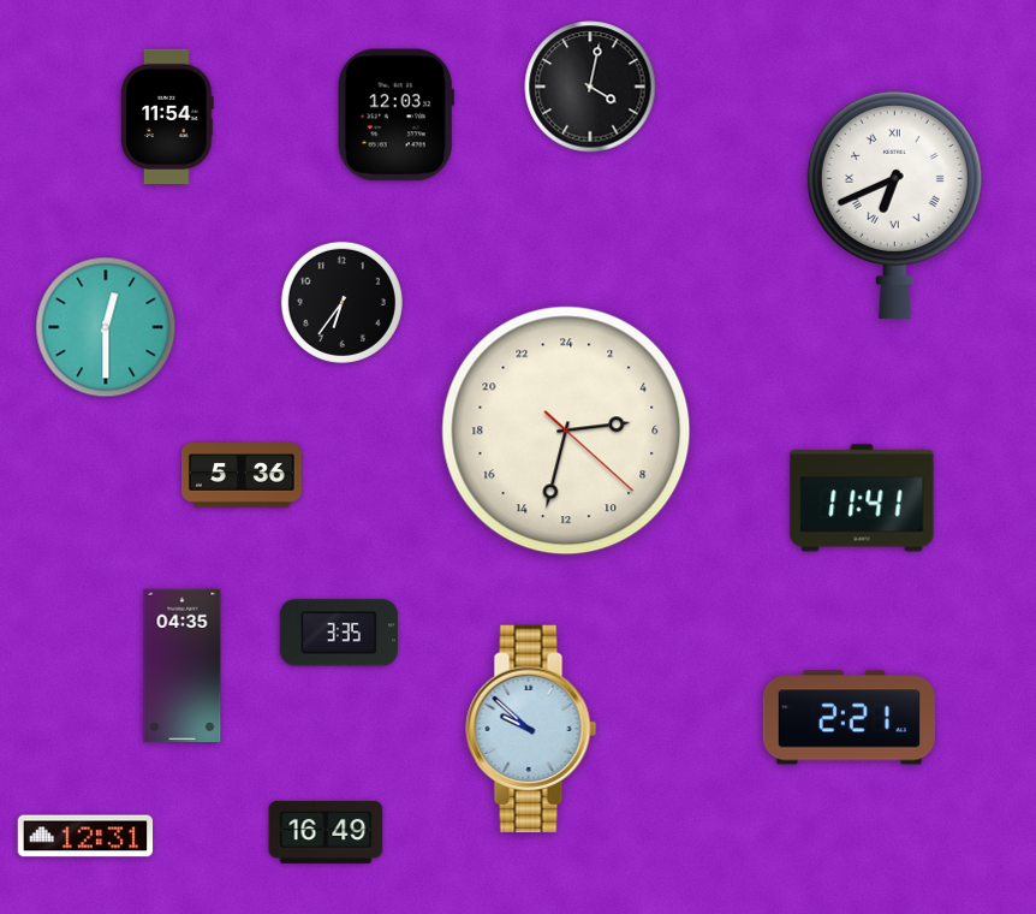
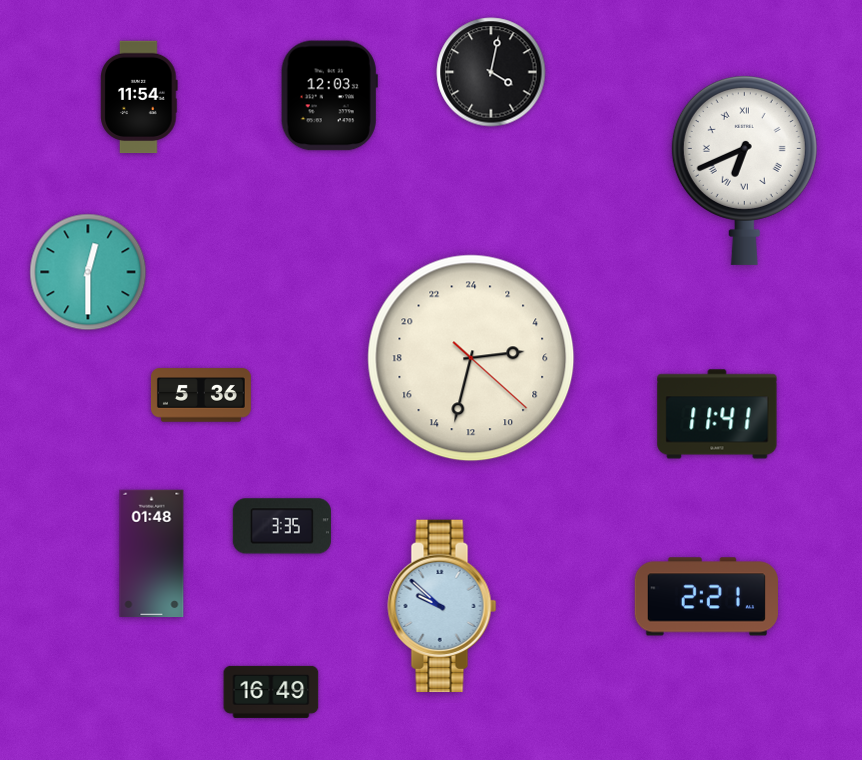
clock at (341, 302): 6:36 -> none
clock at (183, 666): 04:35 -> 01:48
clock at (85, 836): 12:31 -> none
